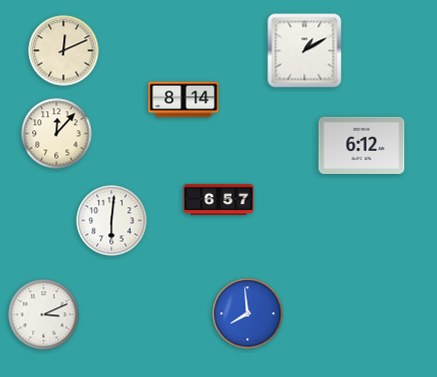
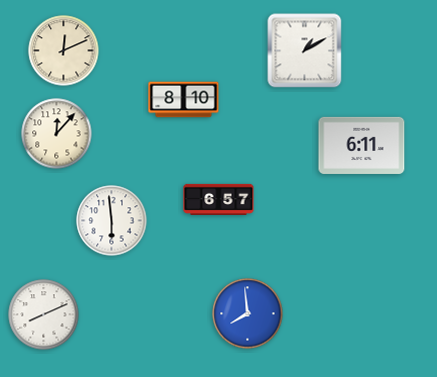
clock at (184, 100): 8:14 -> 8:10
clock at (362, 145): 6:12 -> 6:11
clock at (112, 221): 6:01 -> 5:59
clock at (44, 315): 3:11 -> 8:11
